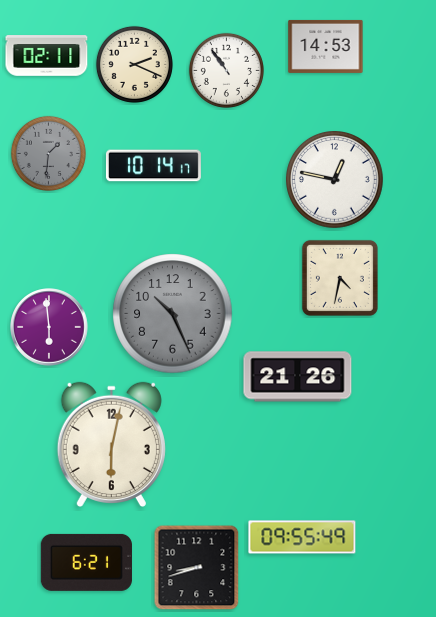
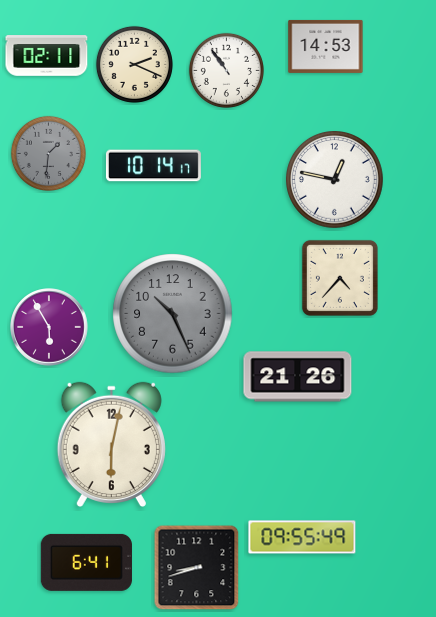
clock at (340, 278): 4:32 -> 4:37
clock at (49, 327): 5:59 -> 5:55
clock at (86, 562): 6:21 -> 6:41
